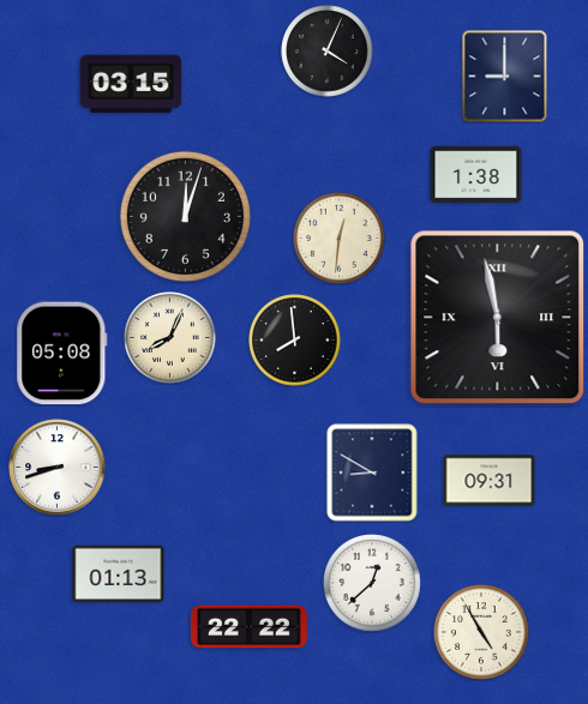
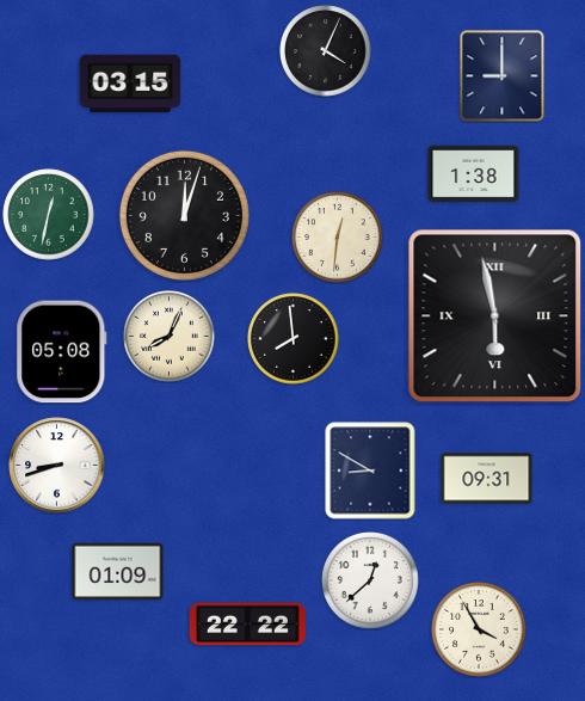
clock at (49, 215): none -> 12:32
clock at (119, 574): 01:13 -> 01:09
clock at (481, 632): 4:55 -> 3:55
